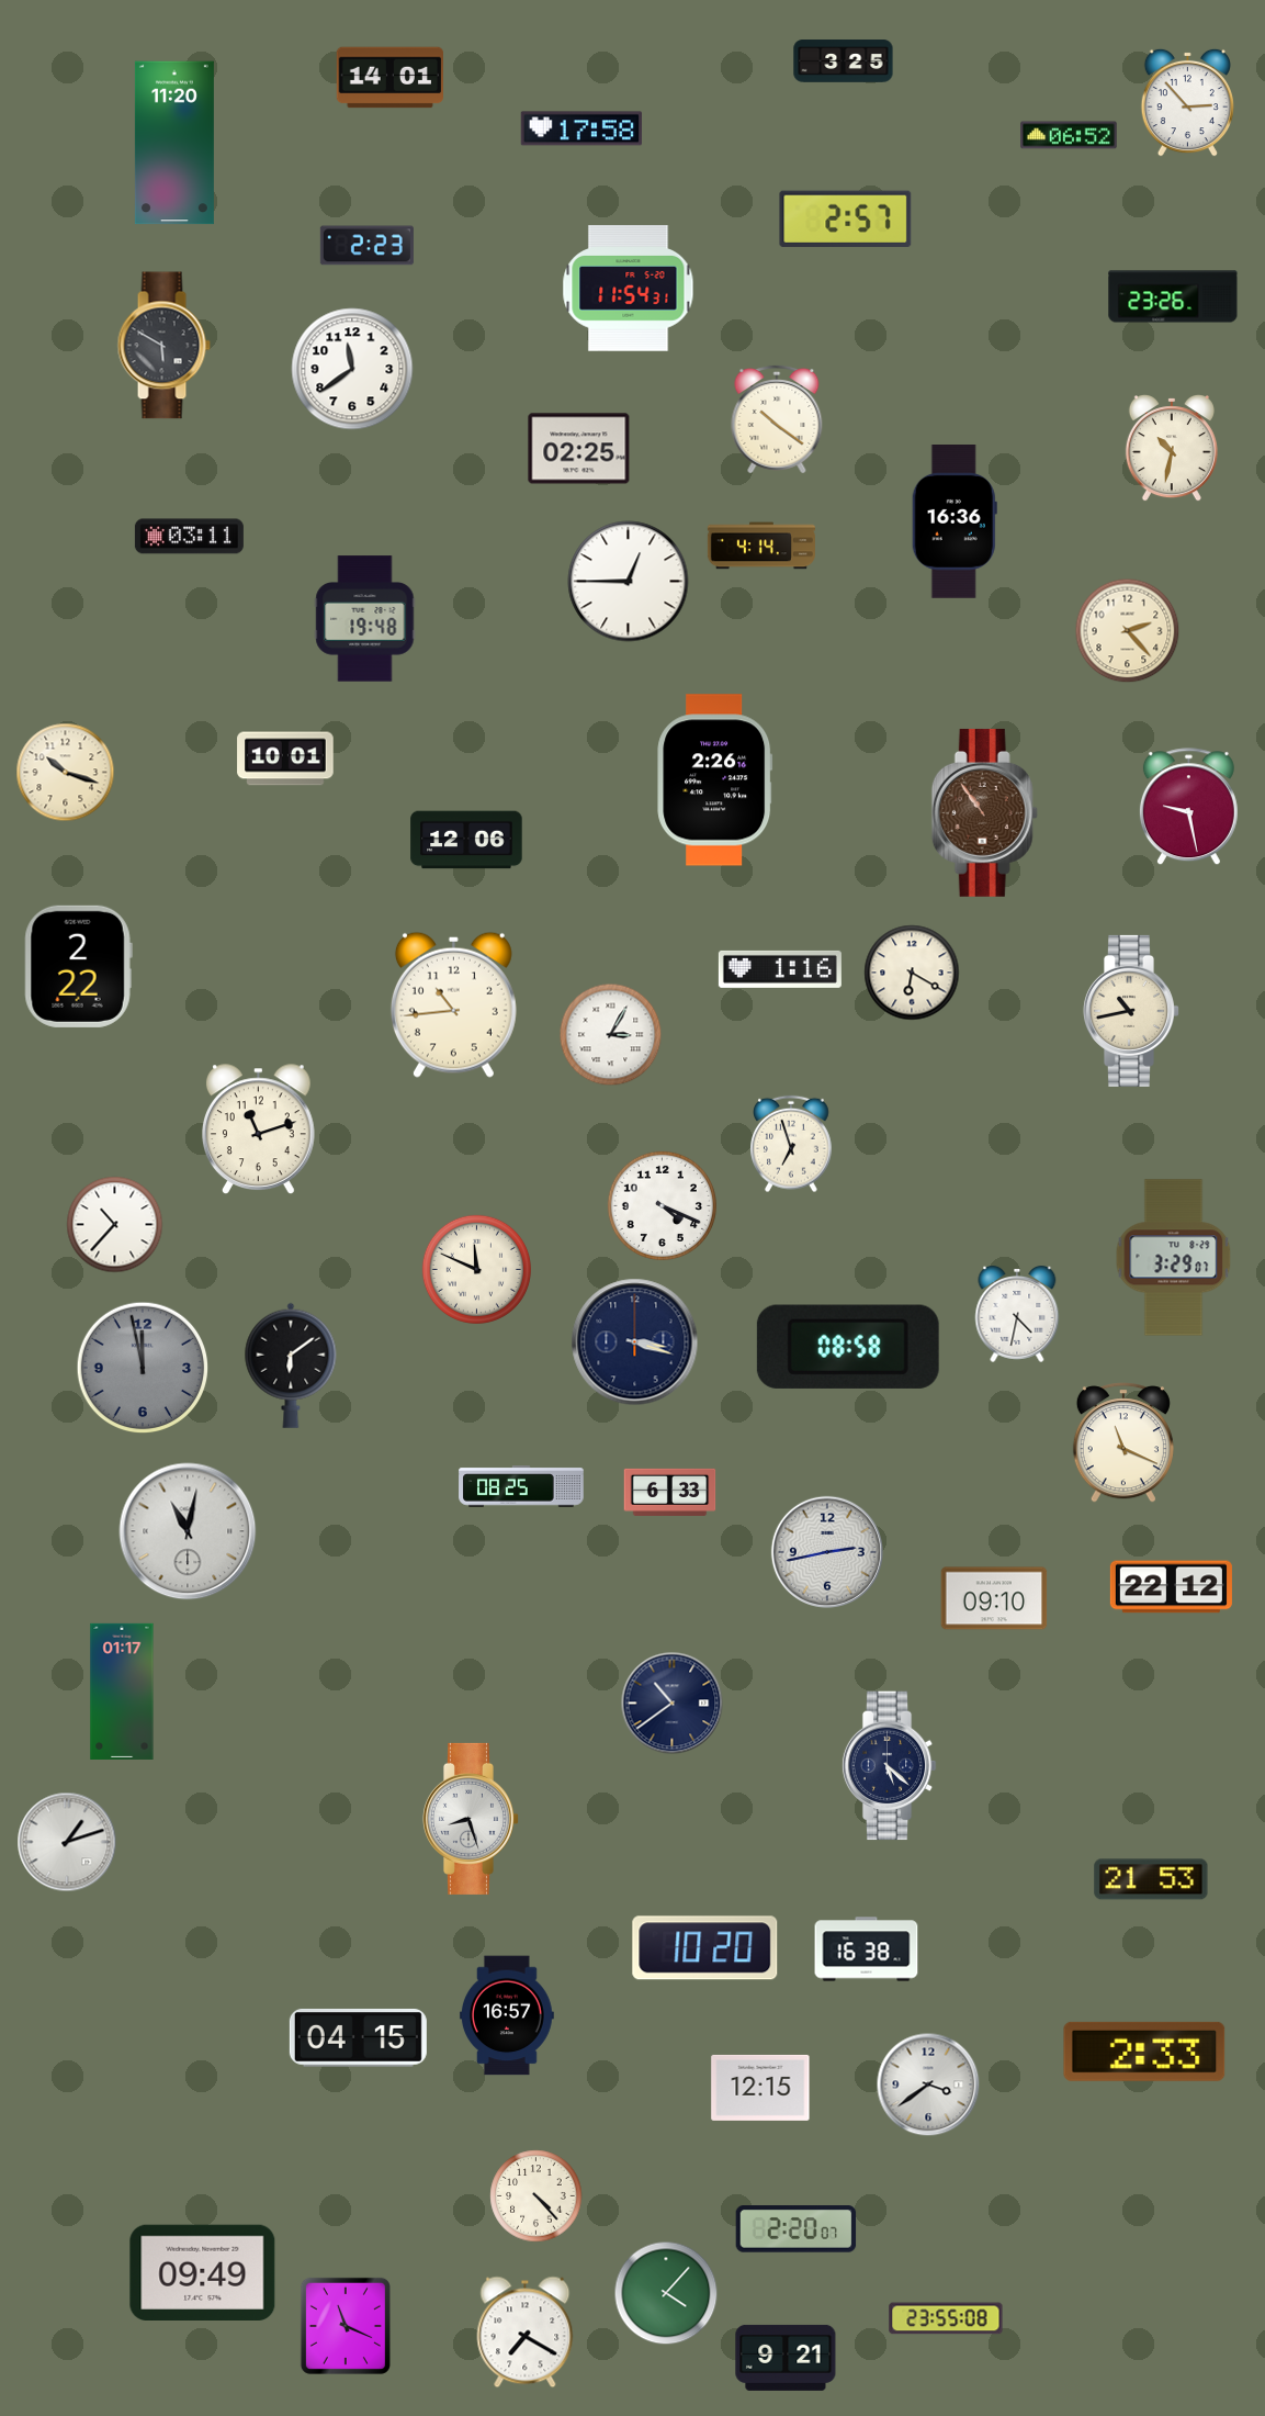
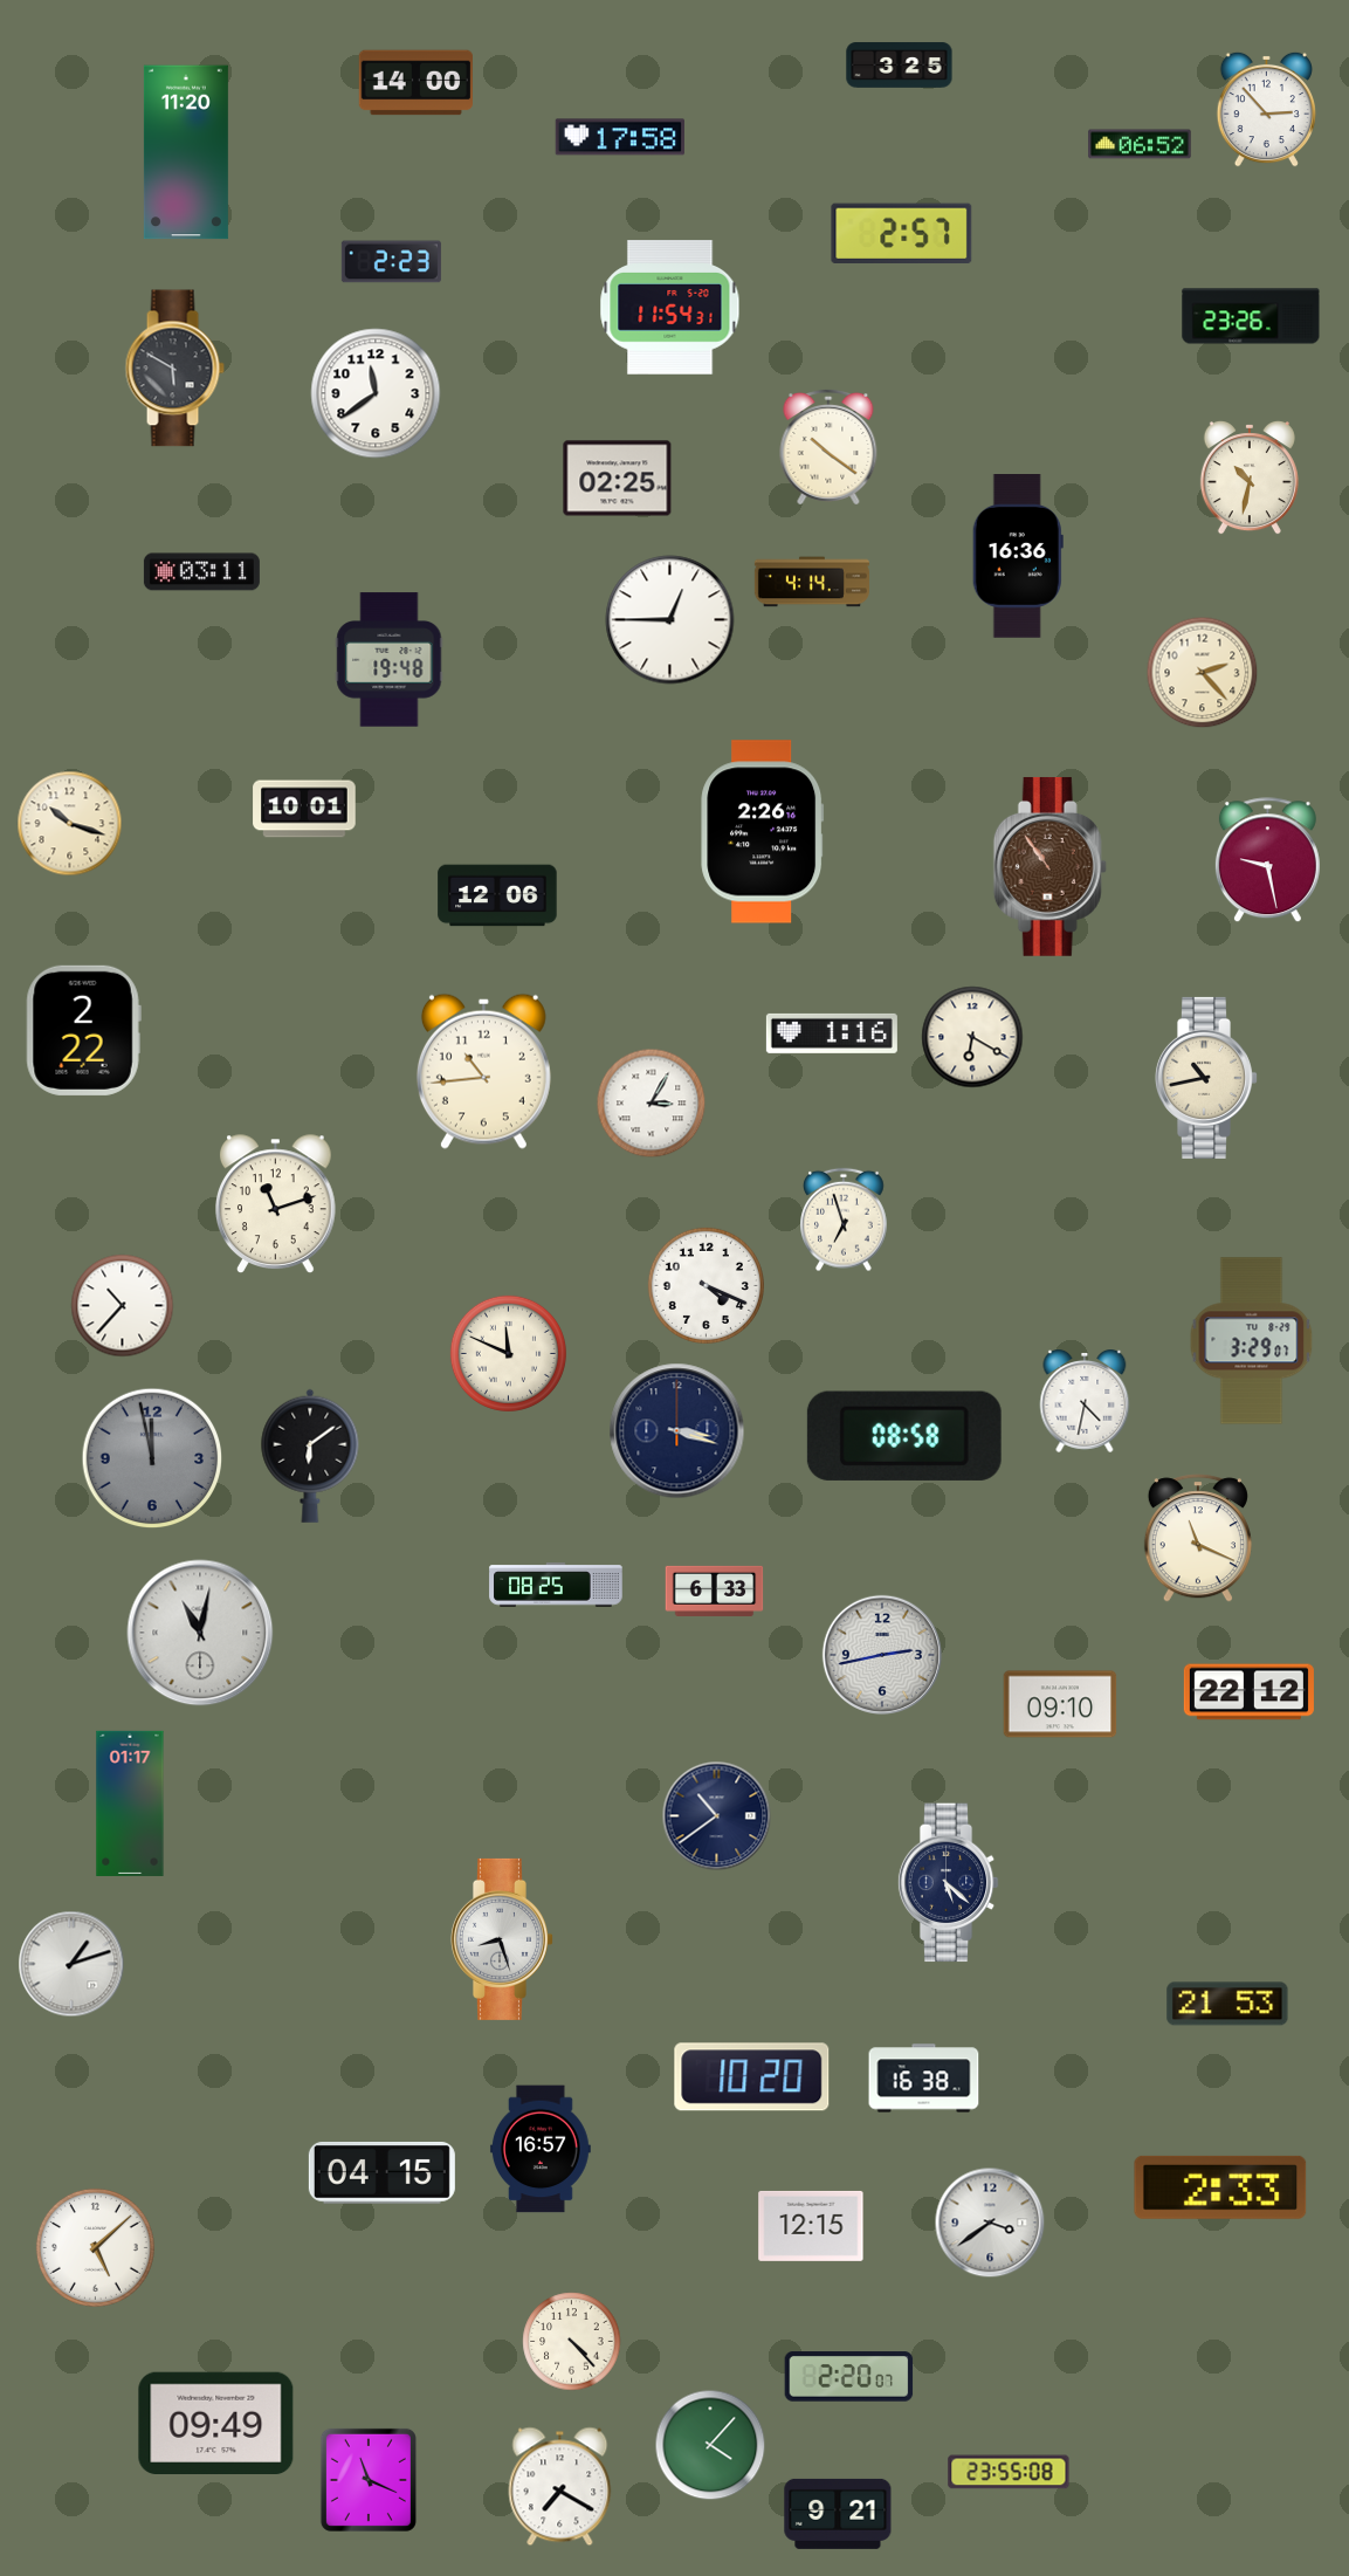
clock at (389, 78): 14:01 -> 14:00
clock at (95, 2247): none -> 5:08
